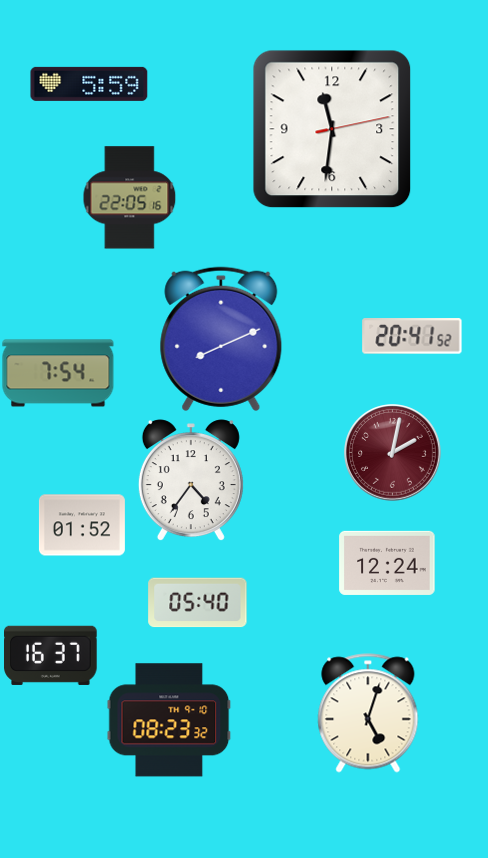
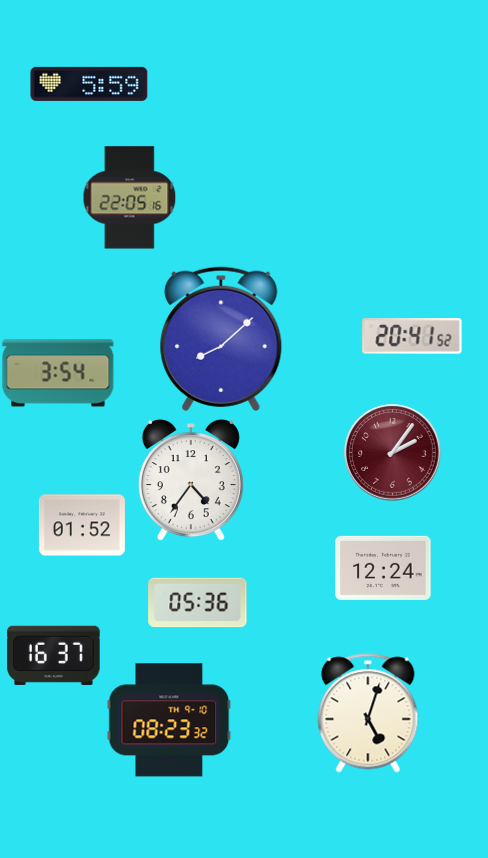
clock at (332, 129): 11:31 -> none
clock at (221, 339): 8:11 -> 8:08
clock at (58, 373): 7:54 -> 3:54
clock at (393, 453): 2:02 -> 2:06
clock at (387, 563) position: (387, 563) -> (383, 568)
clock at (198, 603): 05:40 -> 05:36
clock at (51, 655) position: (51, 655) -> (54, 655)
